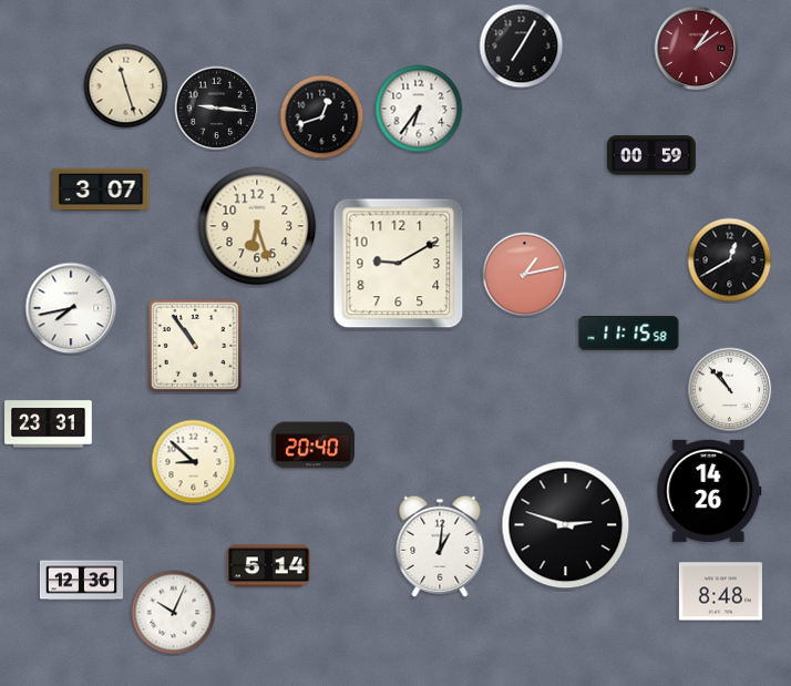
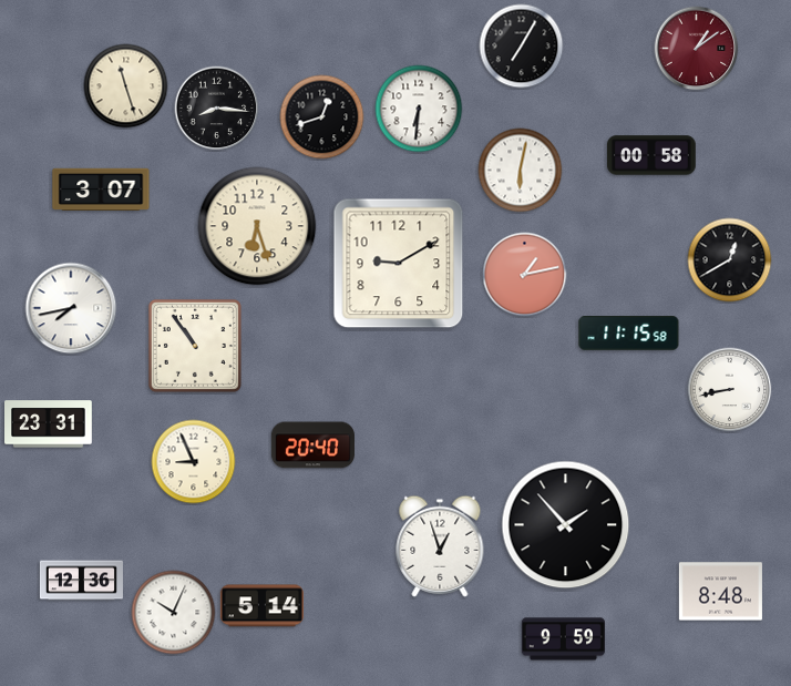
clock at (217, 109): 9:16 -> 8:16
clock at (419, 109): 6:36 -> 6:31
clock at (651, 155): 00:59 -> 00:58
clock at (521, 171): none -> 6:02
clock at (730, 390): 10:53 -> 8:43
clock at (194, 462): 8:52 -> 8:56
clock at (709, 491): 14:26 -> none
clock at (566, 525): 2:48 -> 1:53
clock at (440, 546): 1:01 -> 12:57
clock at (268, 566) position: (268, 566) -> (261, 606)
clock at (563, 639): none -> 9:59
